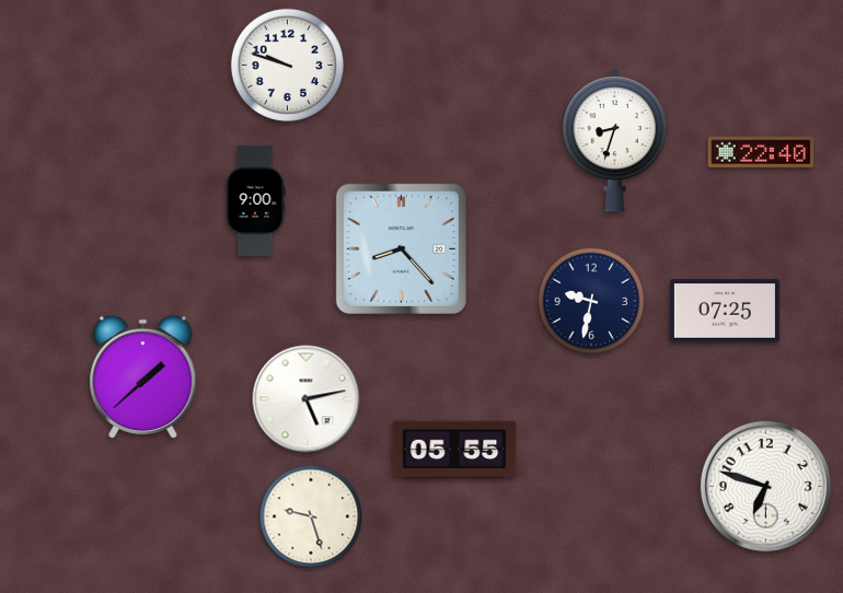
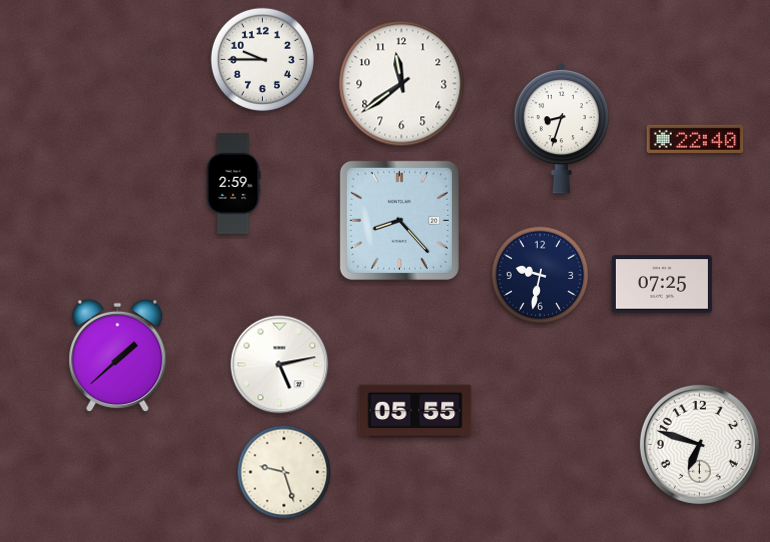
clock at (287, 65): 9:48 -> 9:45
clock at (402, 84): none -> 11:39
clock at (255, 200): 9:00 -> 2:59
clock at (401, 248) position: (401, 248) -> (399, 220)
clock at (143, 377) position: (143, 377) -> (118, 356)
